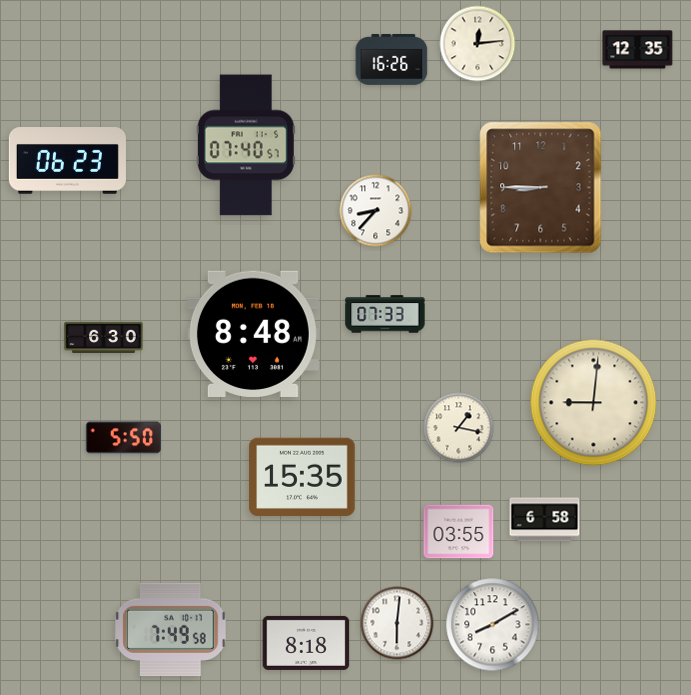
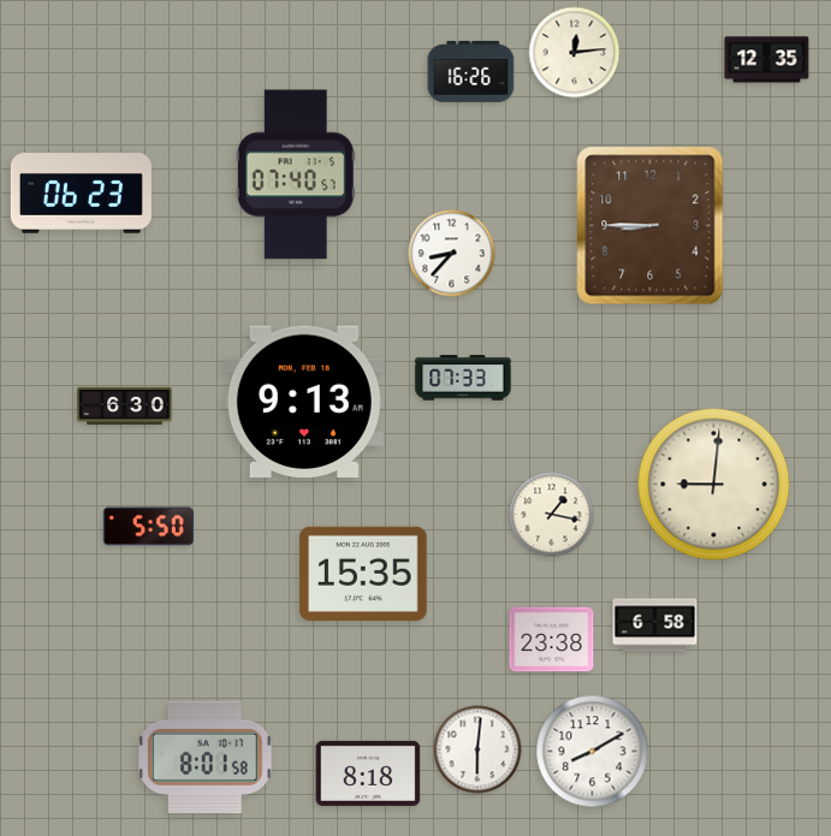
clock at (253, 334): 8:48 -> 9:13
clock at (459, 532): 03:55 -> 23:38
clock at (171, 629): 7:49 -> 8:01
